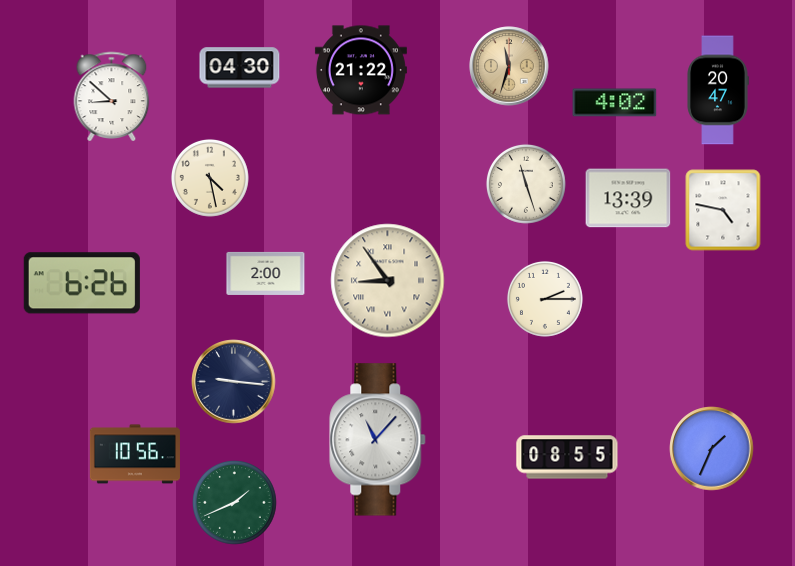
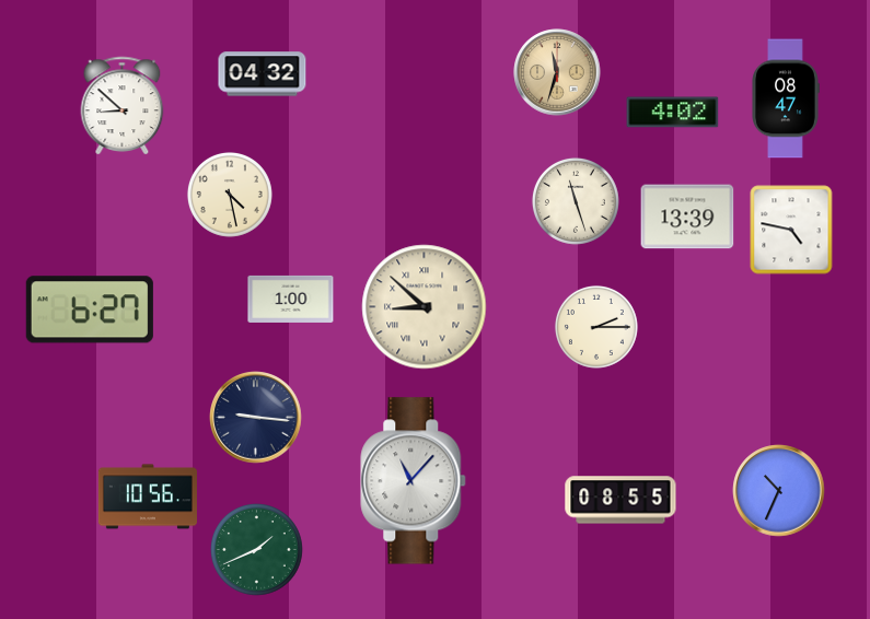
clock at (240, 68): 04:30 -> 04:32
clock at (361, 70): 21:22 -> none
clock at (718, 90): 20:47 -> 08:47
clock at (266, 273): 2:00 -> 1:00
clock at (388, 281): 8:54 -> 8:52
clock at (82, 283): 6:26 -> 6:27
clock at (712, 449): 1:34 -> 10:34
